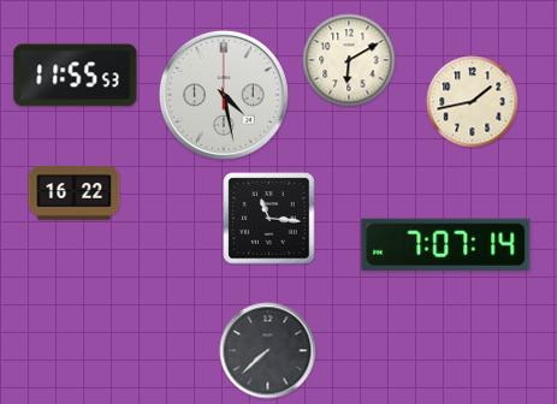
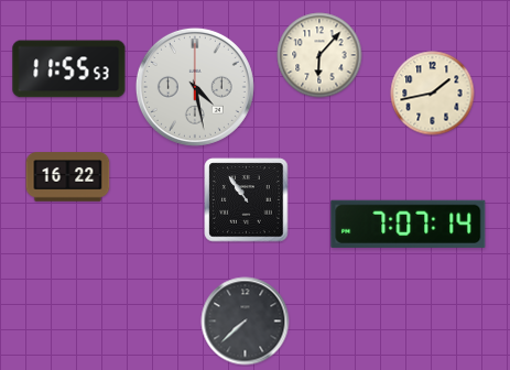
clock at (349, 60): 6:10 -> 6:07
clock at (224, 95) position: (224, 95) -> (195, 87)
clock at (269, 219): 11:16 -> 10:54
